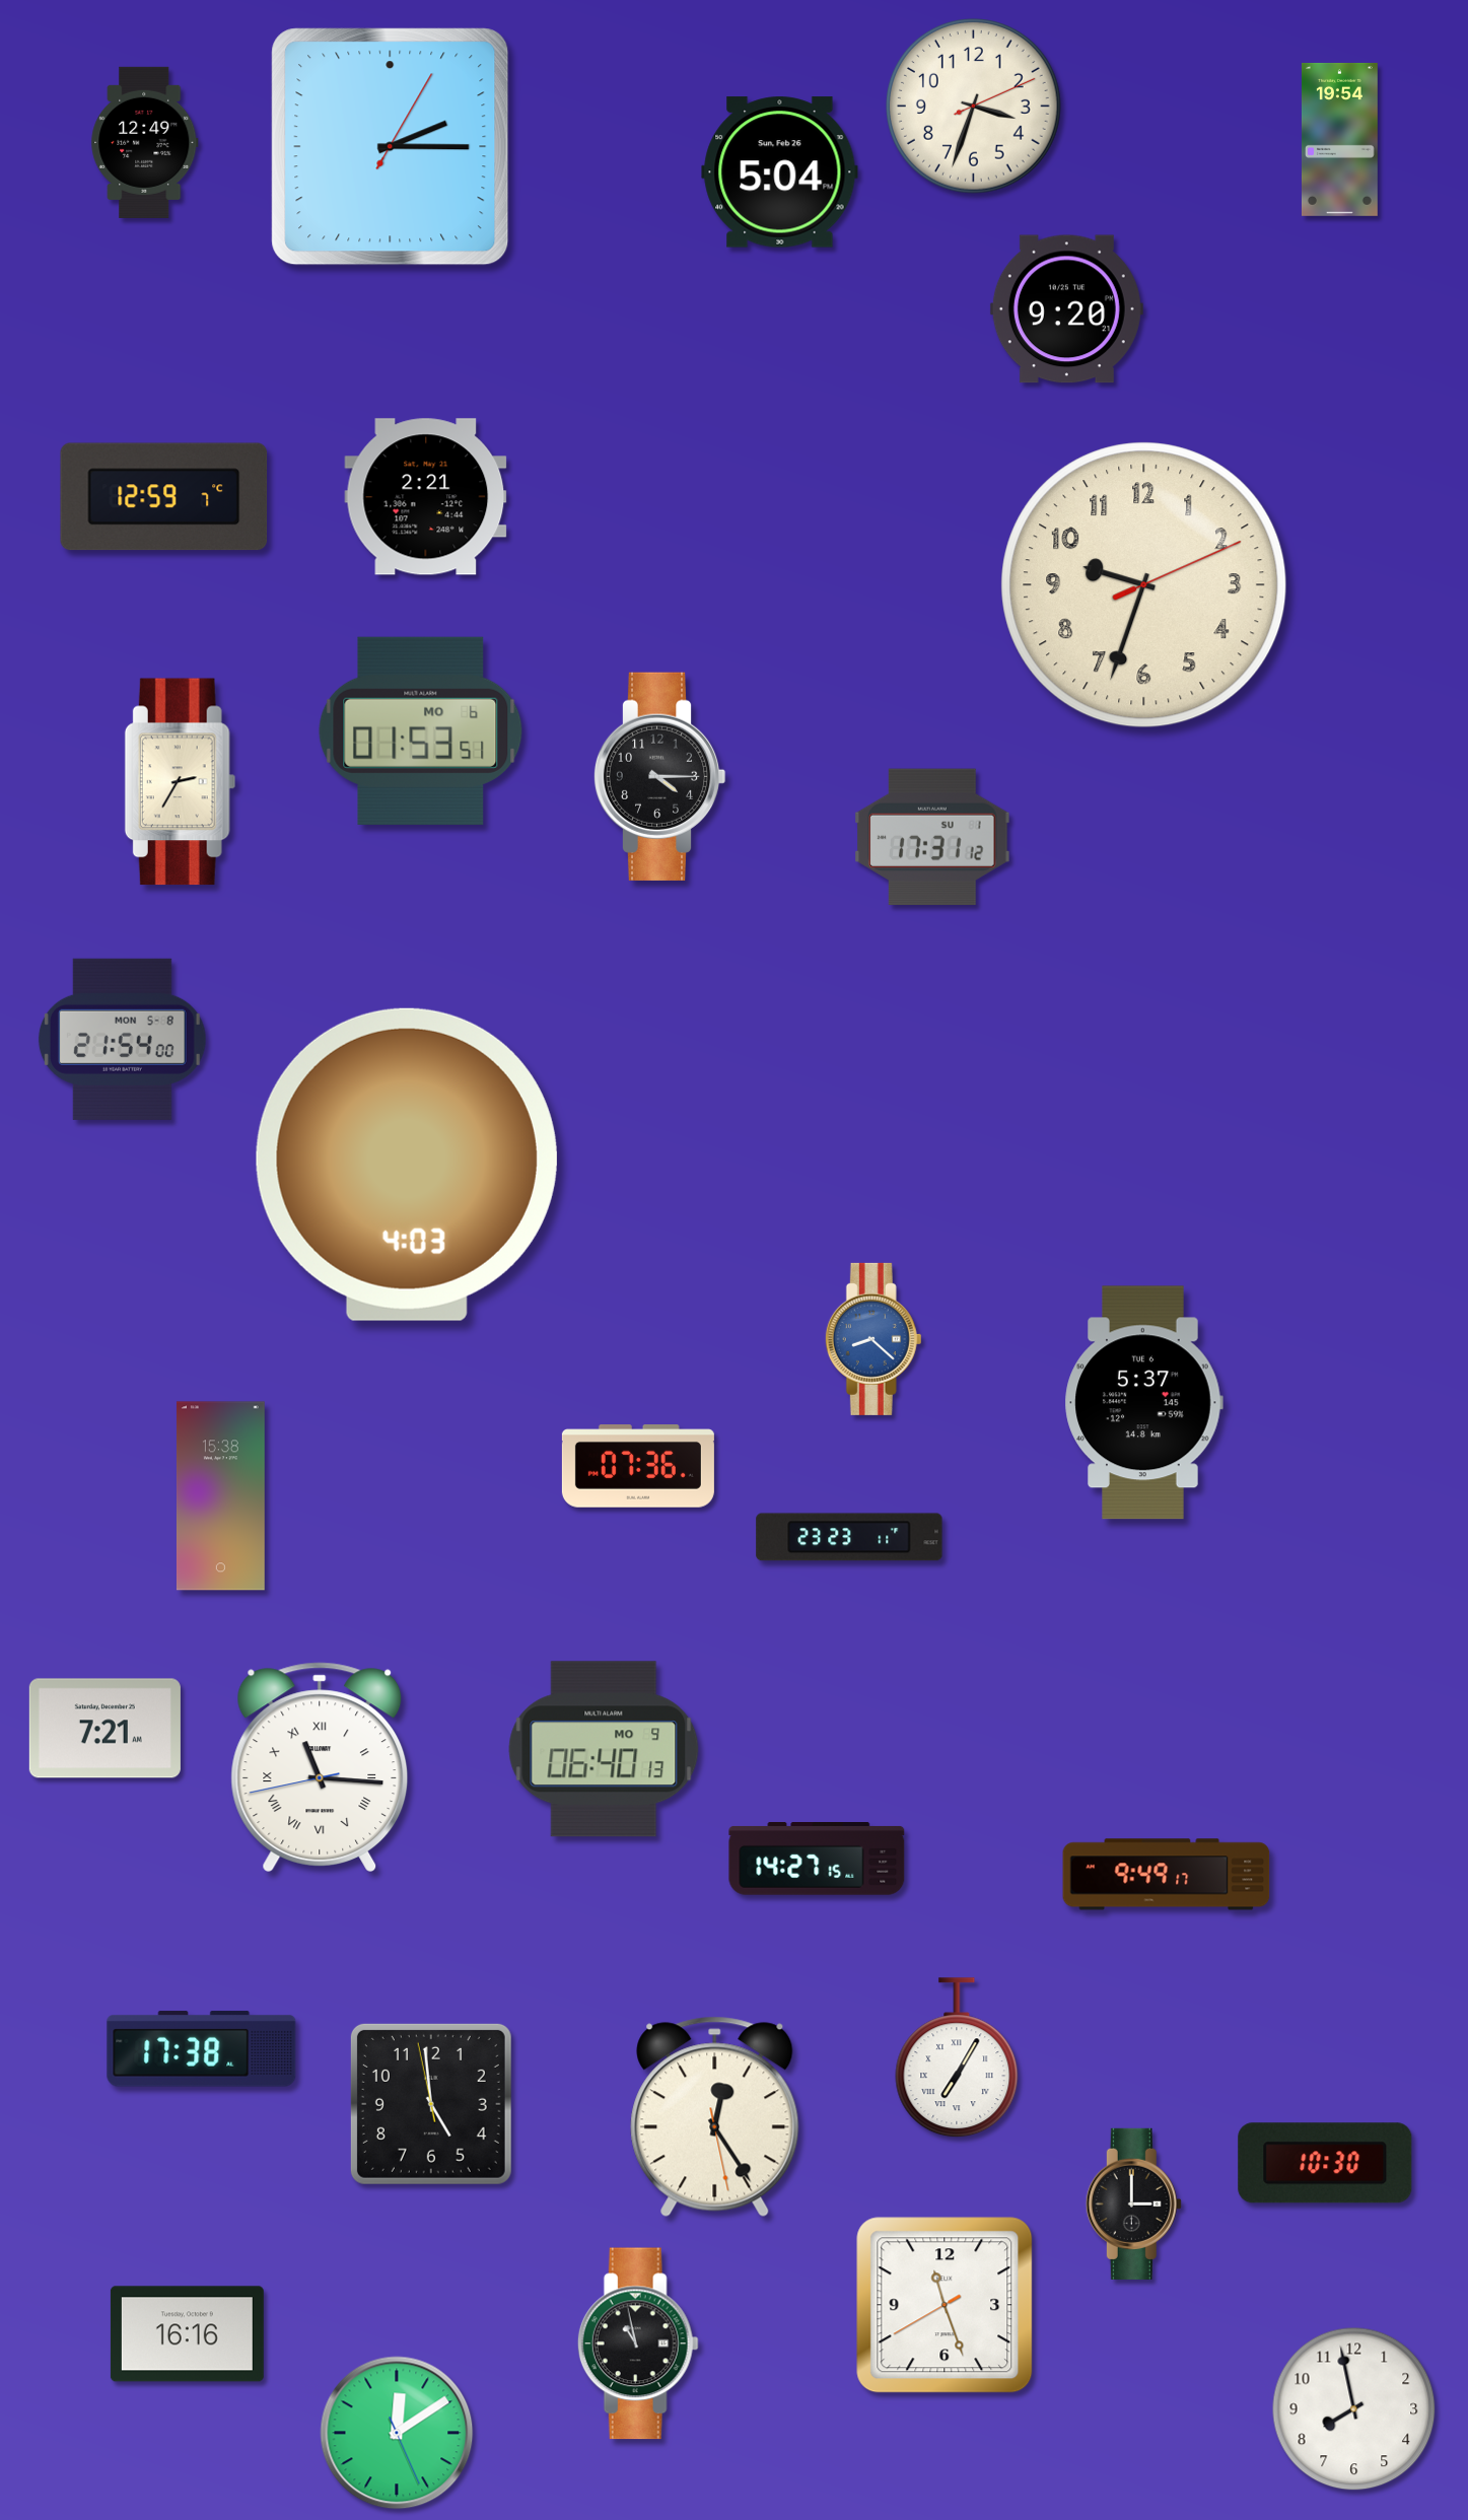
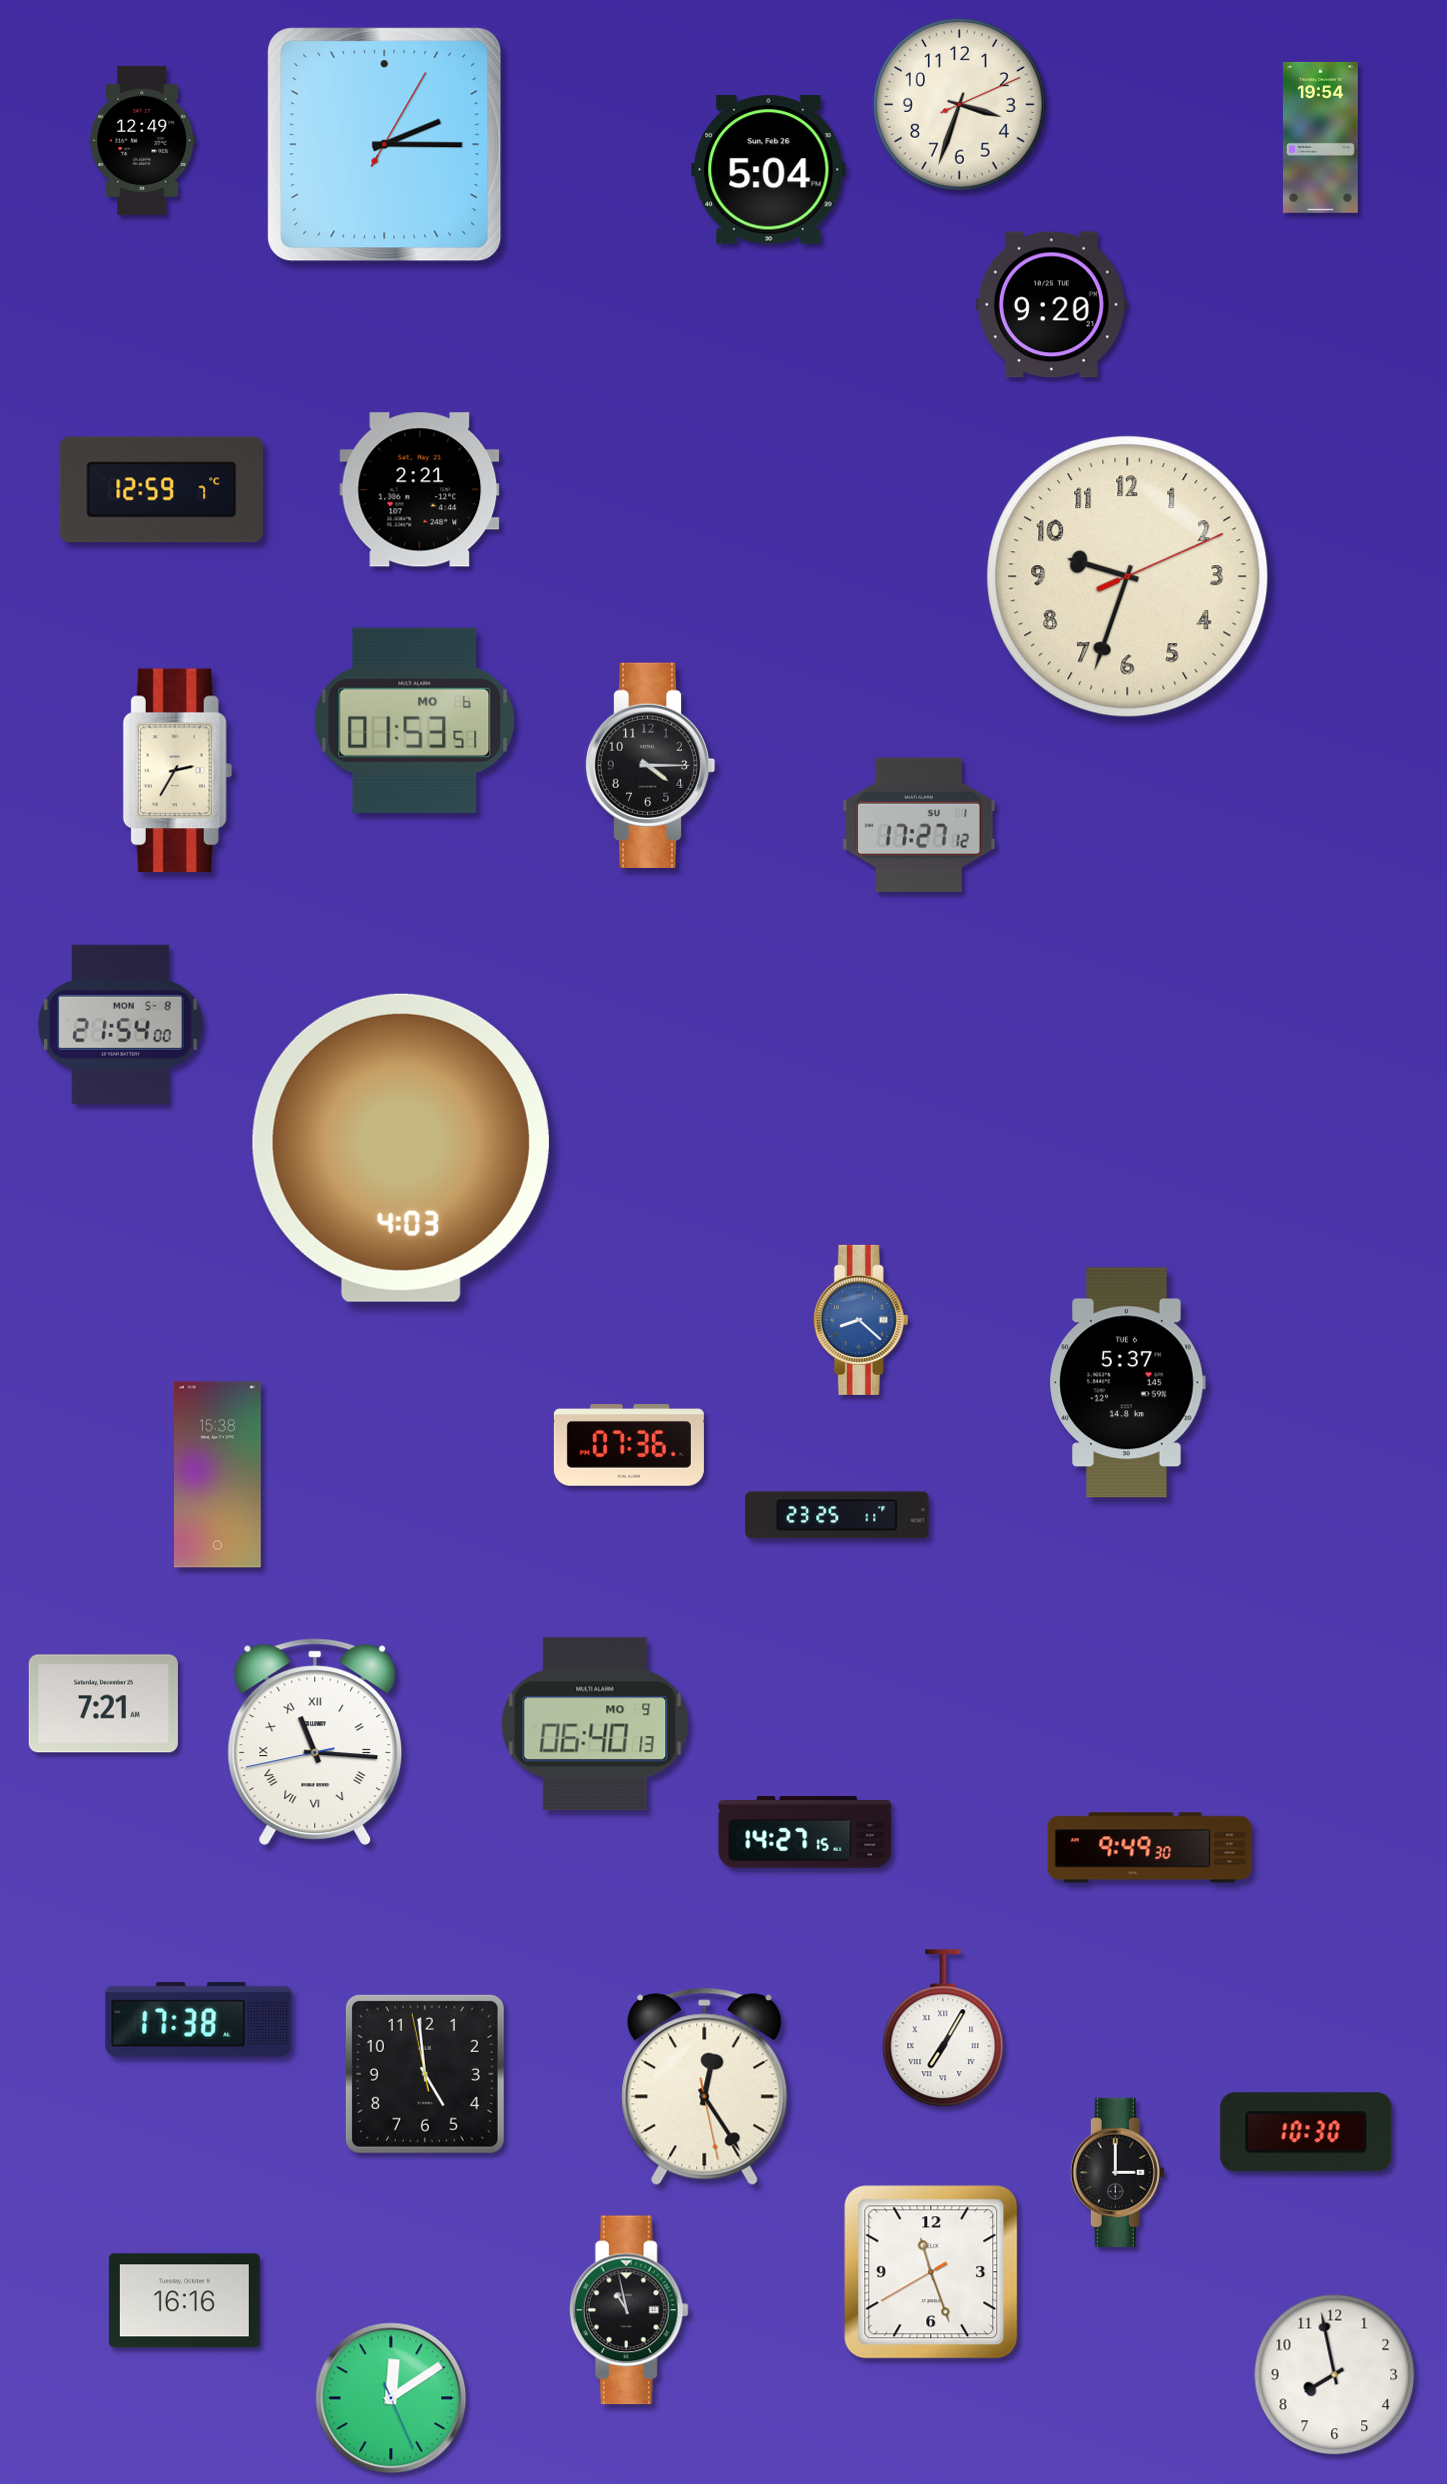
clock at (932, 837): 17:31 -> 17:27
clock at (849, 1537): 23:23 -> 23:25
clock at (1167, 1875): 9:49:17 -> 9:49:30
